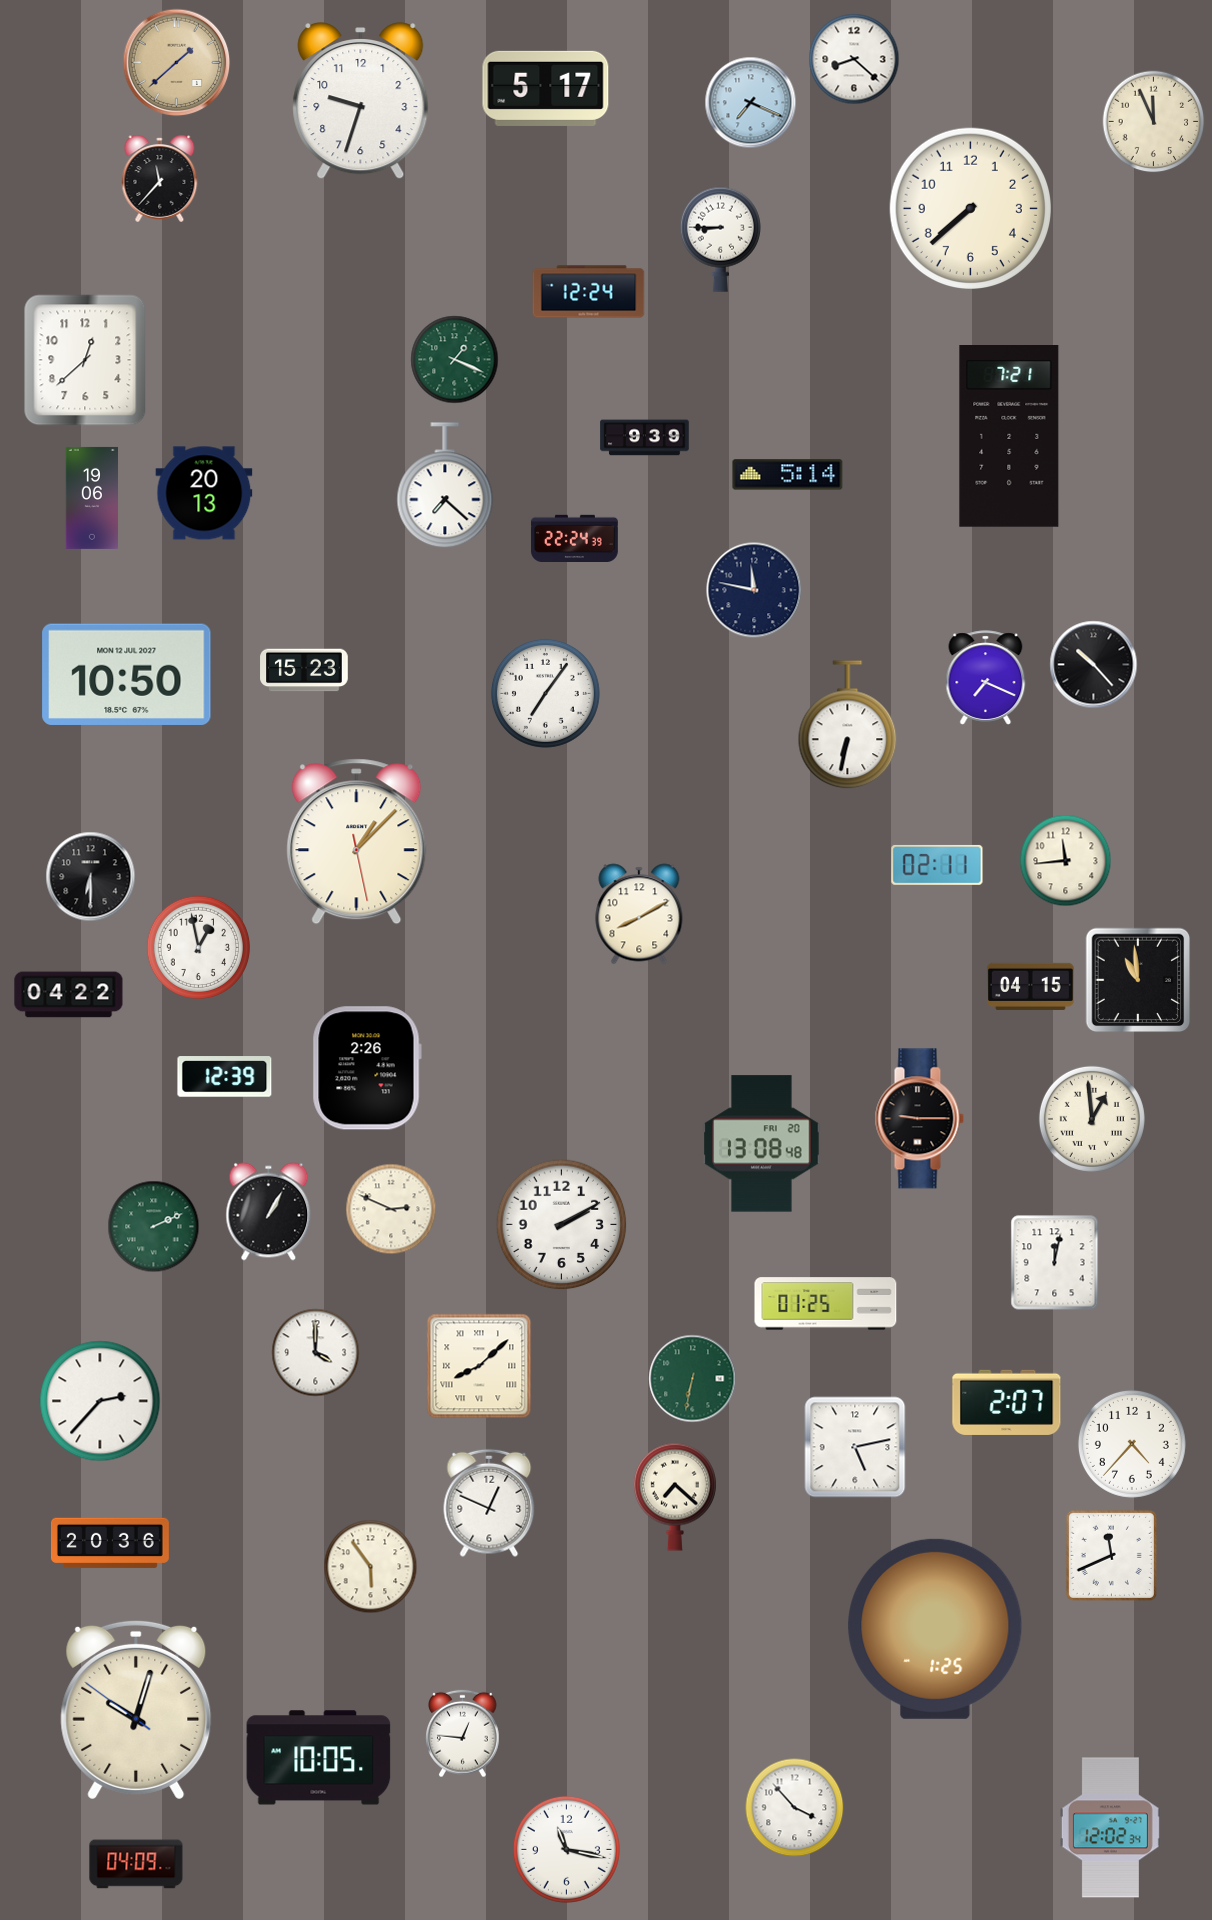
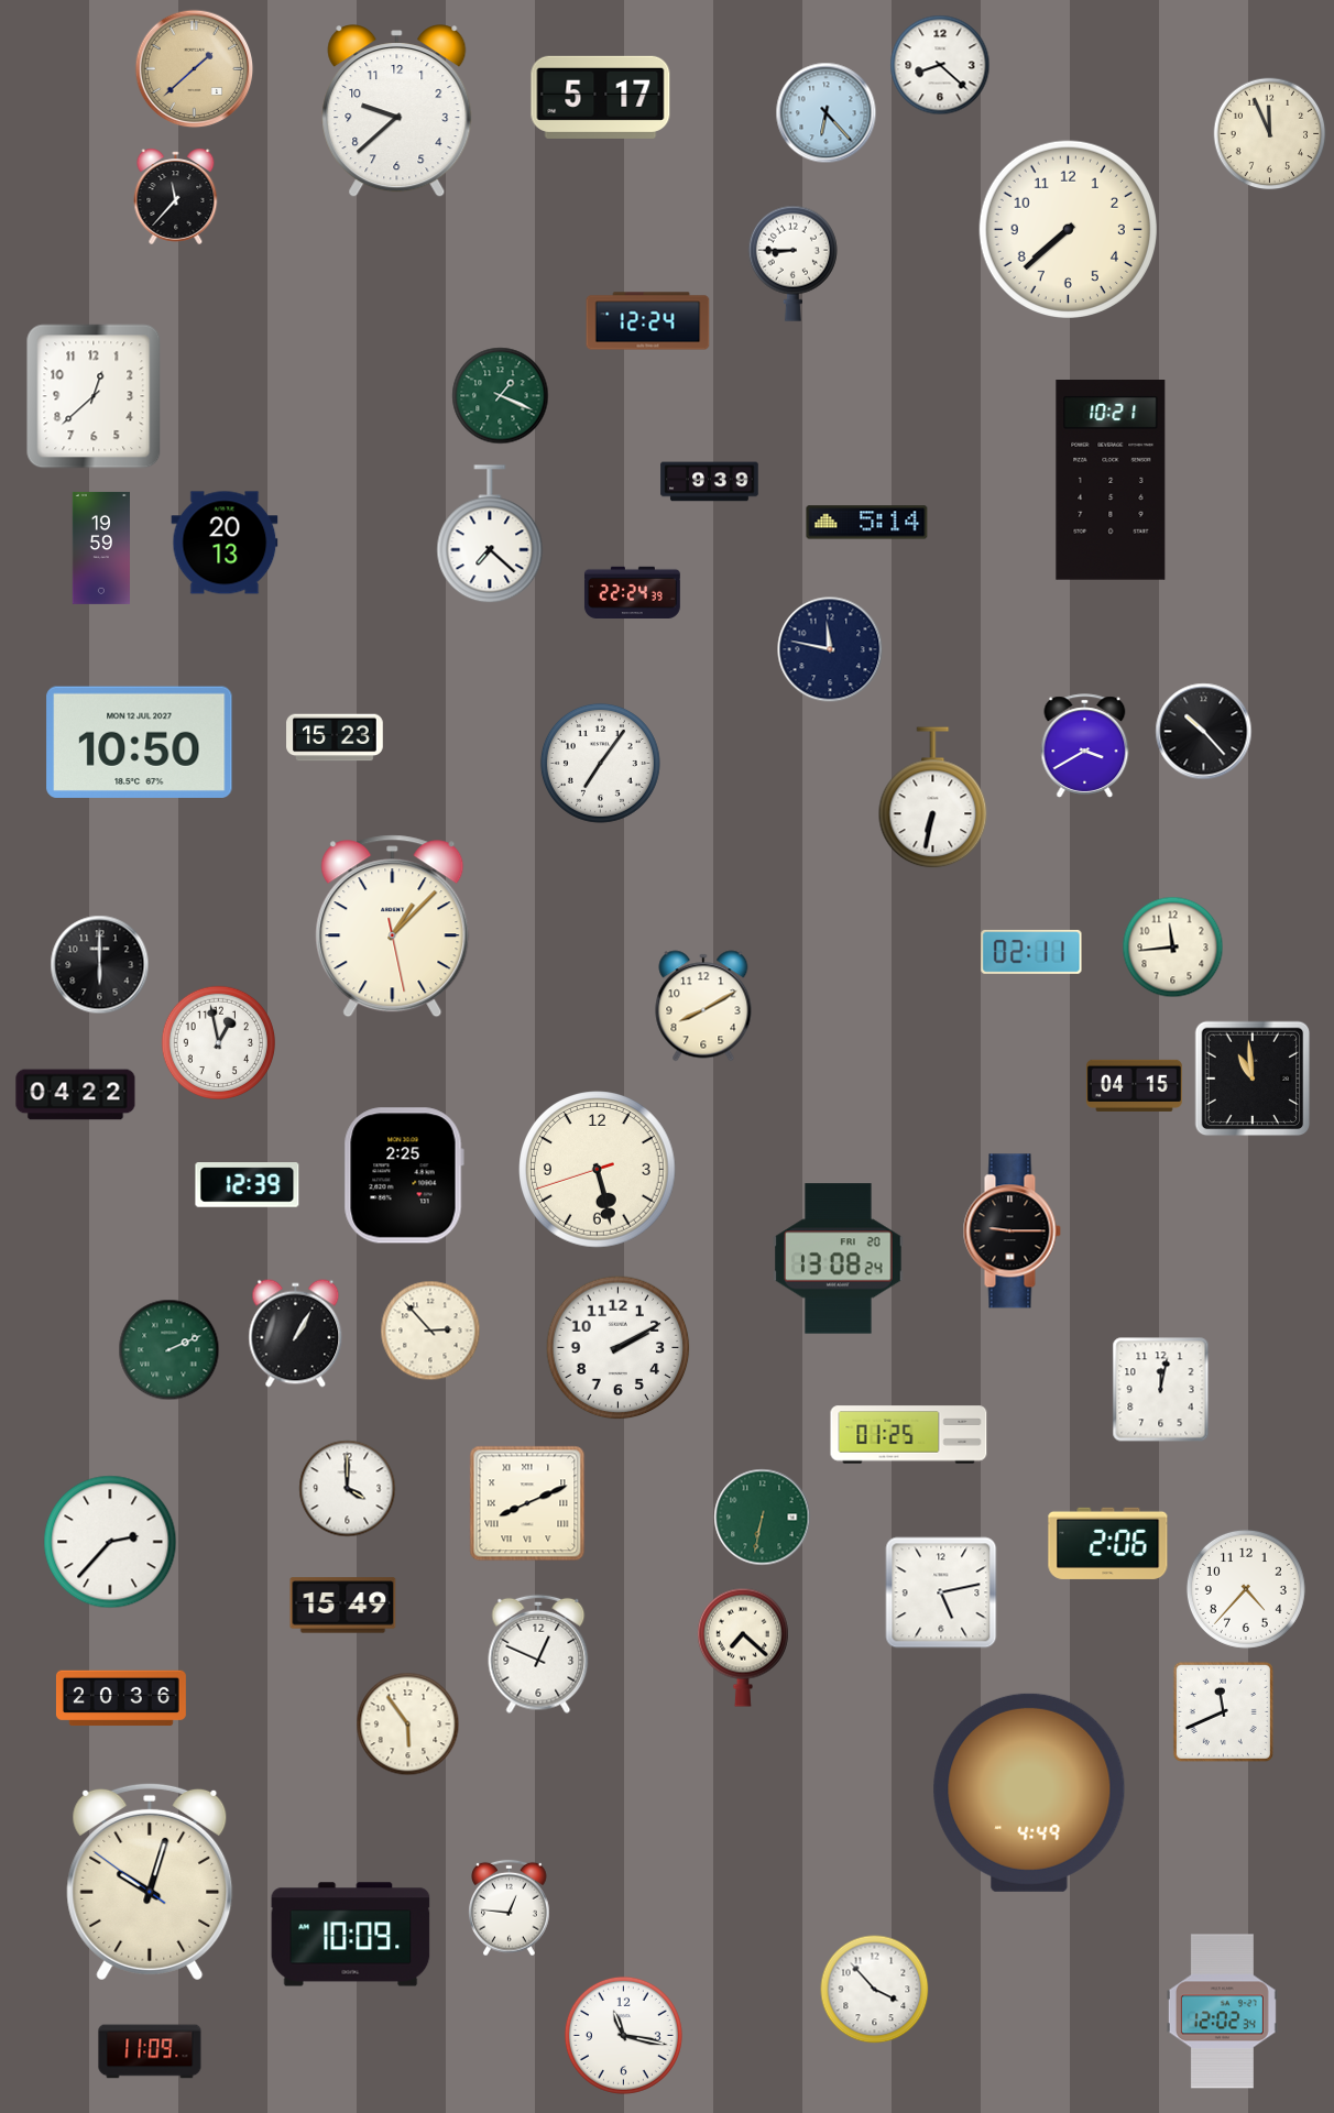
clock at (361, 101): 9:33 -> 9:38
clock at (751, 103): 7:19 -> 6:23
clock at (1009, 437): 7:21 -> 10:21
clock at (91, 498): 19:06 -> 19:59
clock at (986, 678): 7:19 -> 3:40
clock at (91, 877): 6:30 -> 6:00
clock at (598, 1170): none -> 5:27
clock at (367, 1068): 2:26 -> 2:25
clock at (1092, 1119): 12:59 -> none
clock at (762, 1144): 13:08:48 -> 13:08:24
clock at (391, 1209): 2:49 -> 2:53
clock at (479, 1366): 8:08 -> 8:11
clock at (1007, 1402): 2:07 -> 2:06
clock at (343, 1606): none -> 15:49
clock at (935, 1629): 1:25 -> 4:49
clock at (319, 1758): 10:05 -> 10:09
clock at (136, 1864): 04:09 -> 11:09
